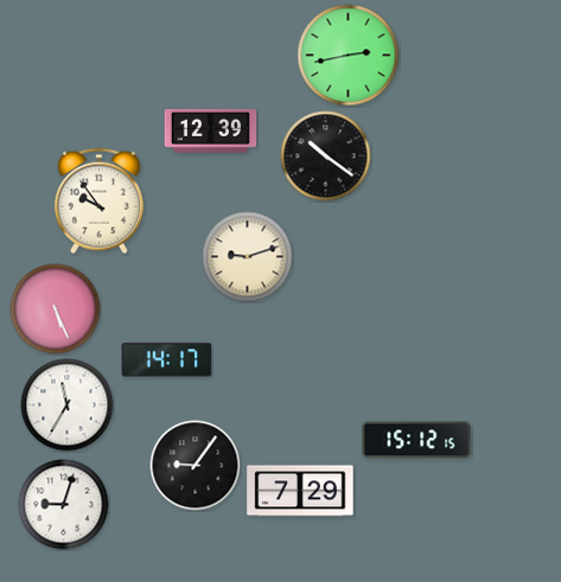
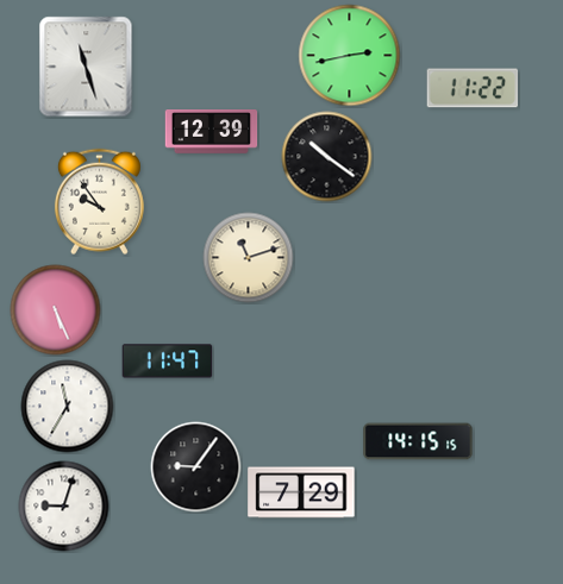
clock at (86, 67): none -> 11:27
clock at (473, 88): none -> 11:22
clock at (248, 257): 9:12 -> 11:12
clock at (167, 360): 14:17 -> 11:47
clock at (416, 440): 15:12 -> 14:15
